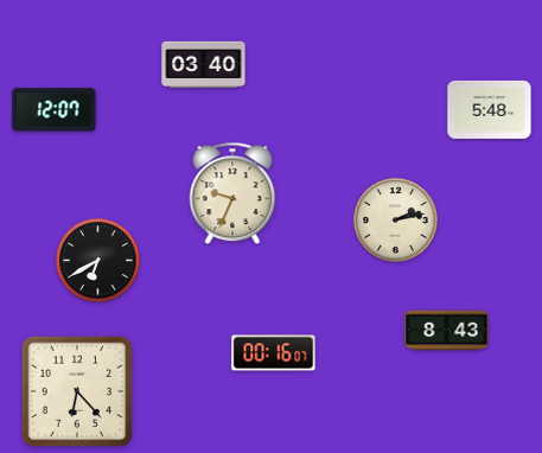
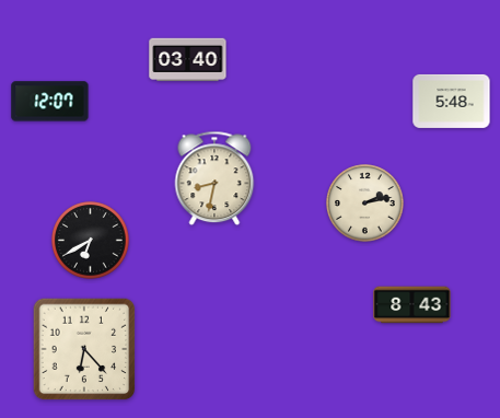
clock at (232, 193): 9:34 -> 8:32
clock at (274, 353): 00:16 -> none
clock at (77, 391) position: (77, 391) -> (84, 349)
